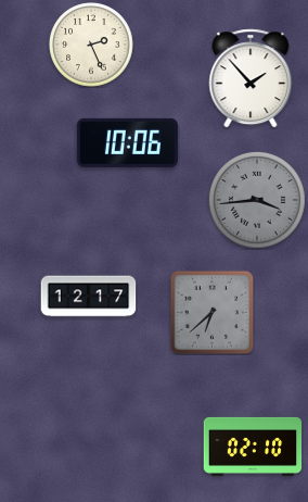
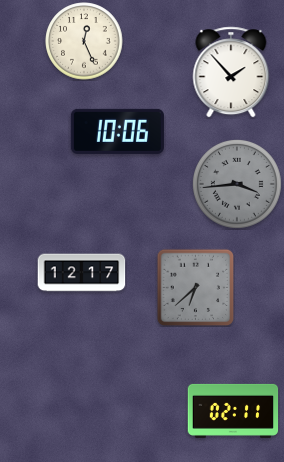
clock at (91, 45): 2:26 -> 12:26
clock at (253, 447): 02:10 -> 02:11
